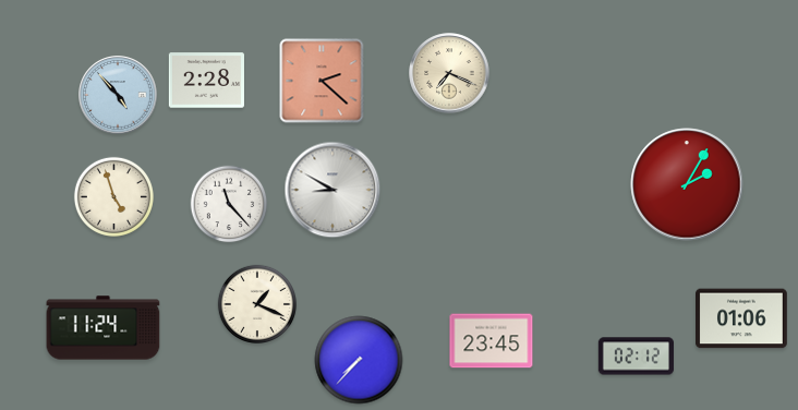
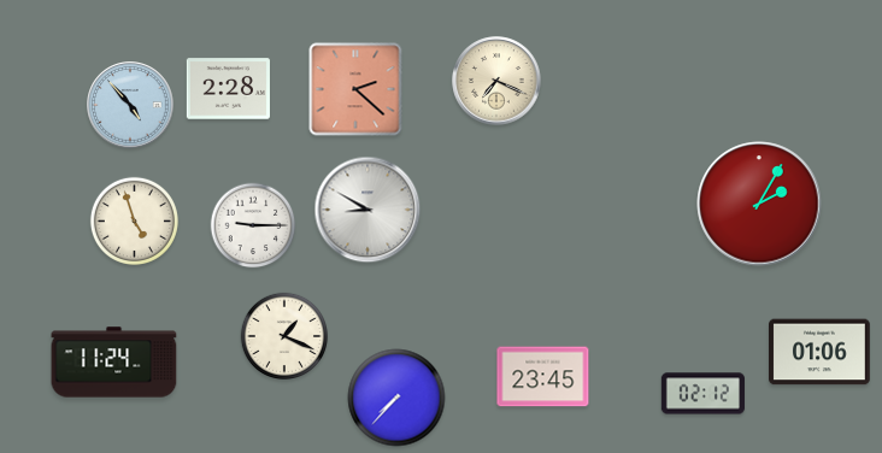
clock at (113, 196) position: (113, 196) -> (134, 220)
clock at (229, 204): 11:23 -> 9:15
